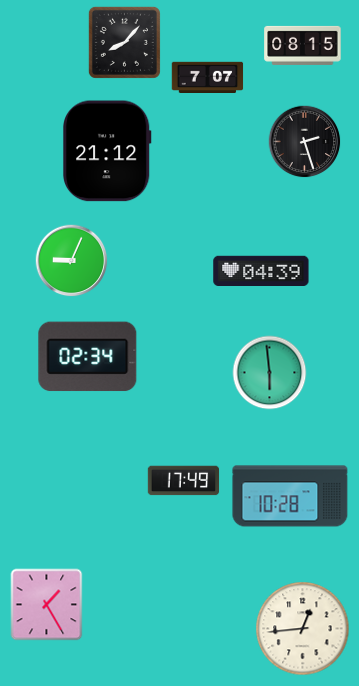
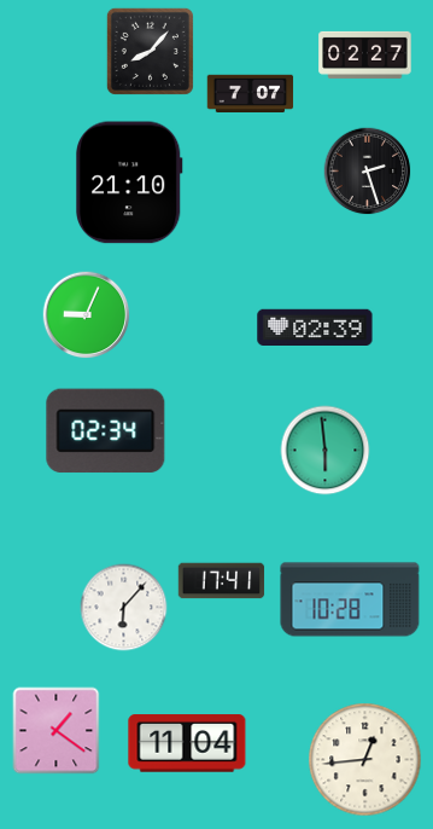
clock at (303, 45): 08:15 -> 02:27
clock at (108, 151): 21:12 -> 21:10
clock at (261, 271): 04:39 -> 02:39
clock at (184, 481): 17:49 -> 17:41
clock at (124, 608): none -> 6:07
clock at (47, 605): 1:25 -> 1:21
clock at (187, 743): none -> 11:04
